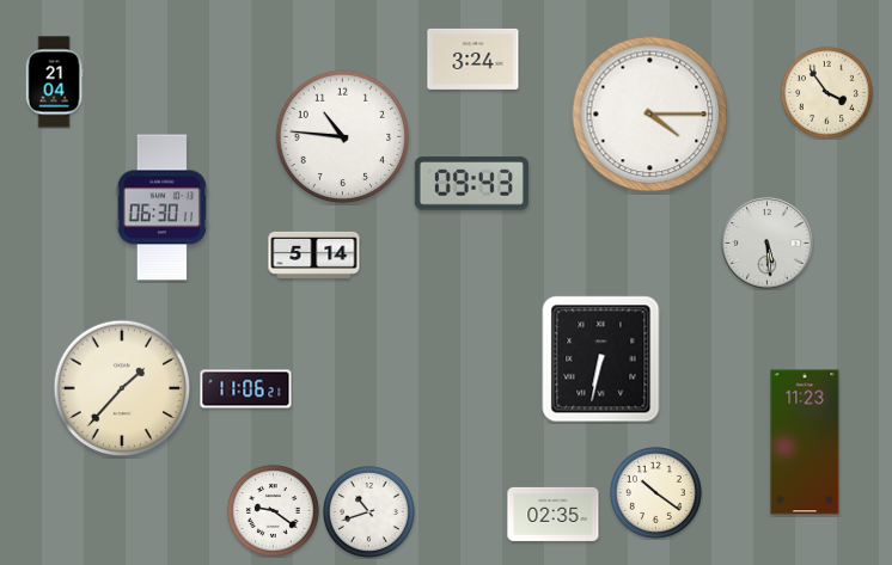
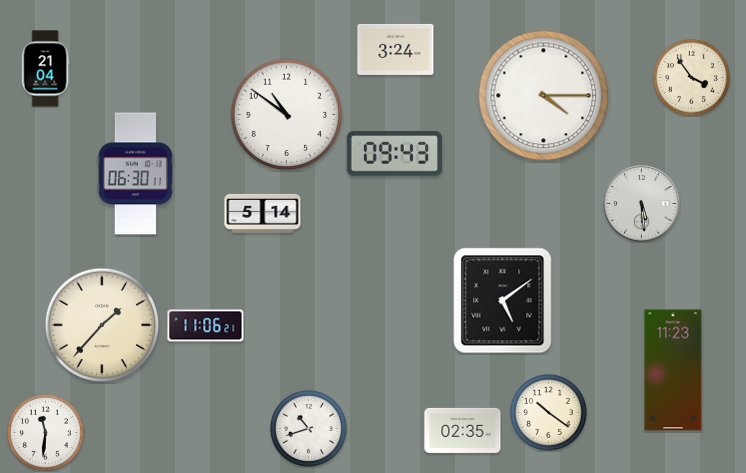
clock at (343, 137): 10:46 -> 10:51
clock at (601, 360): 6:32 -> 5:09
clock at (273, 510): 9:21 -> none
clock at (45, 432): none -> 11:31
